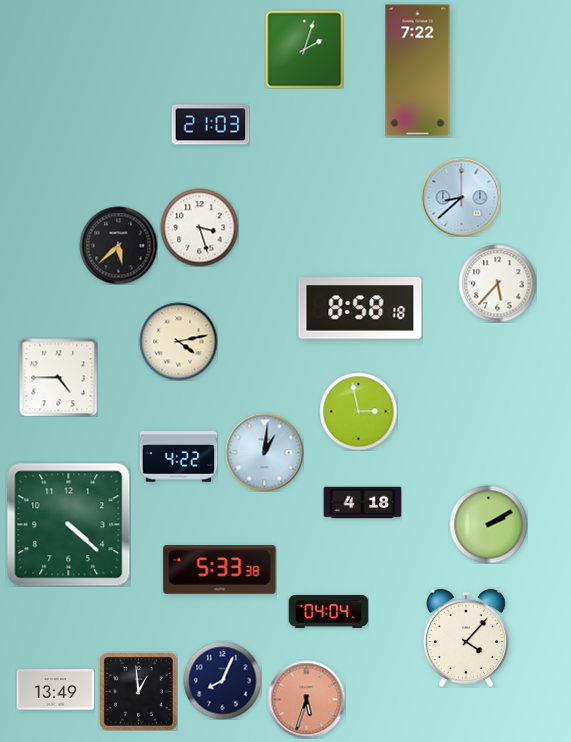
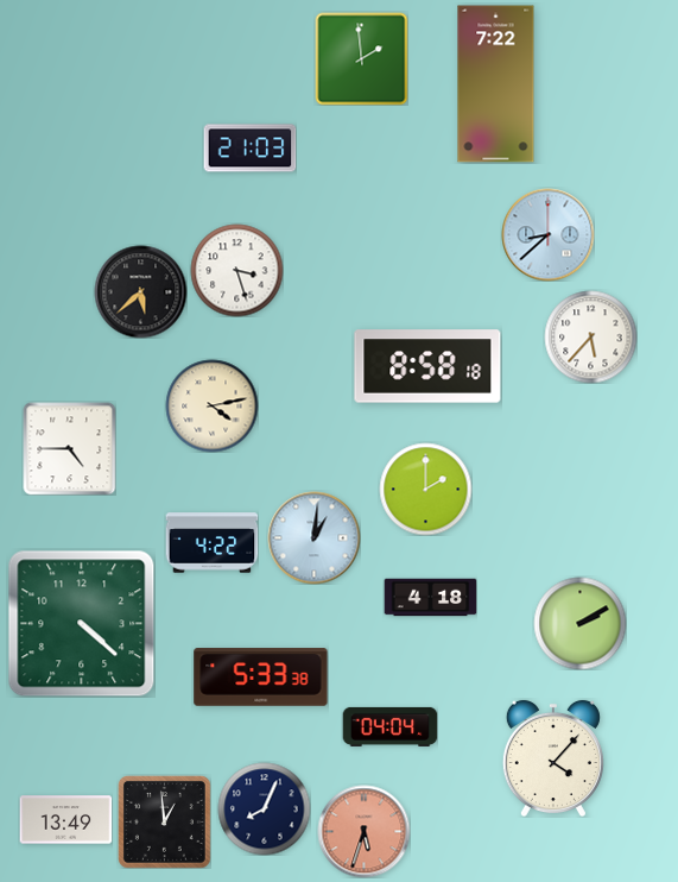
clock at (304, 49): 2:03 -> 1:59
clock at (358, 411): 2:58 -> 2:00
